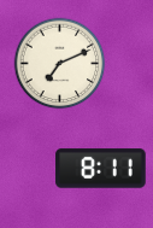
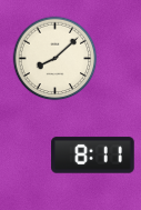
clock at (60, 64): 7:11 -> 8:08
